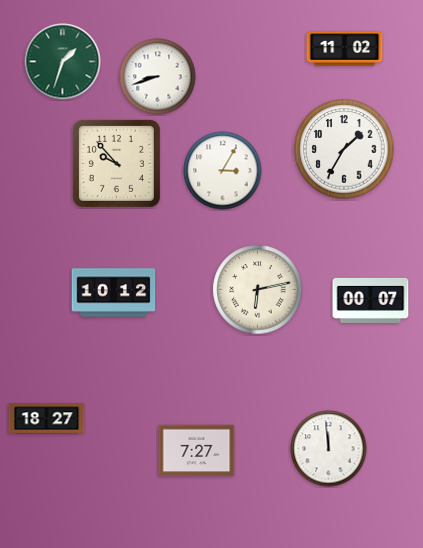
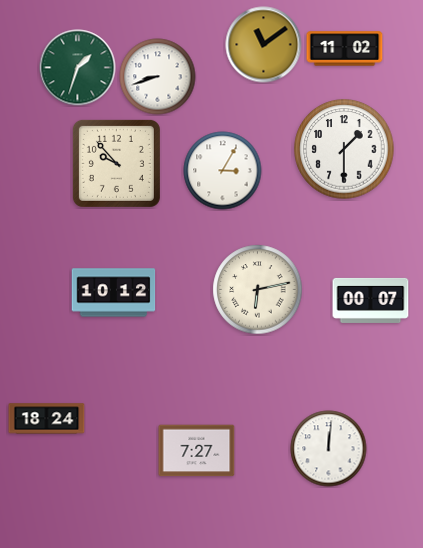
clock at (264, 45): none -> 11:09
clock at (63, 62) position: (63, 62) -> (78, 68)
clock at (344, 149): 1:35 -> 1:30
clock at (47, 419): 18:27 -> 18:24
clock at (329, 449): 11:59 -> 12:01
